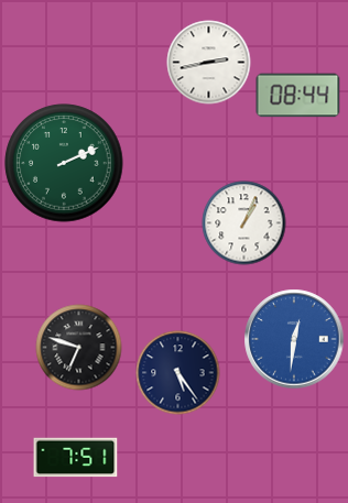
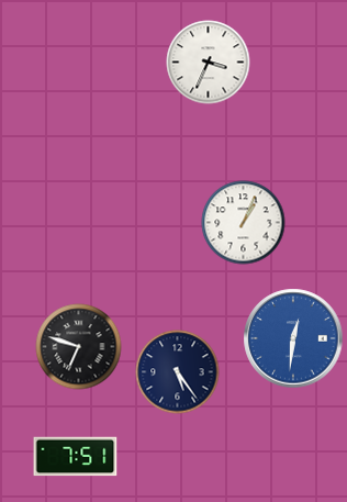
clock at (209, 63): 2:43 -> 3:34
clock at (298, 96): 08:44 -> none
clock at (64, 163): 2:11 -> none
